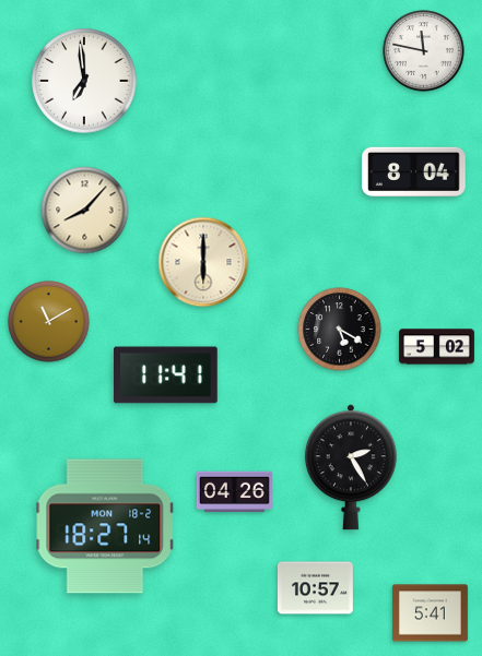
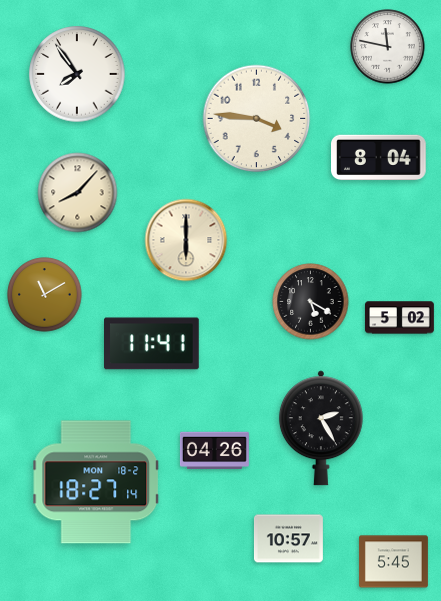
clock at (84, 81): 6:59 -> 7:54
clock at (257, 119): none -> 3:46
clock at (430, 613): 5:41 -> 5:45
